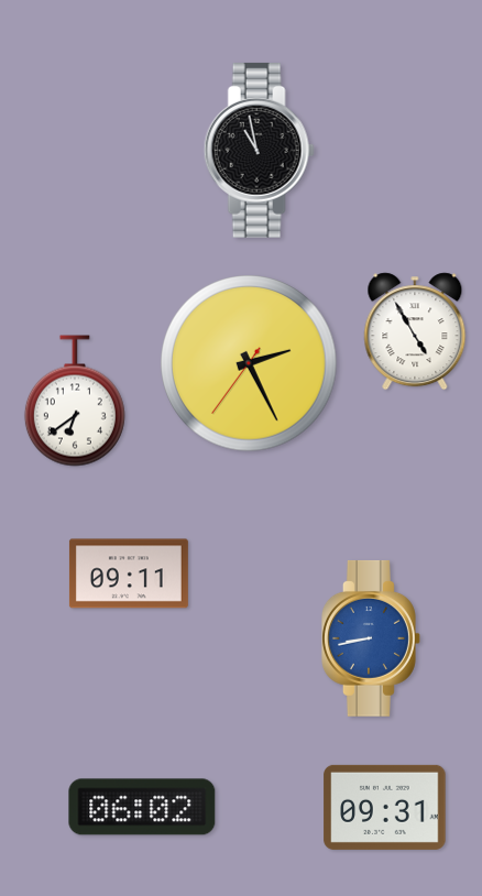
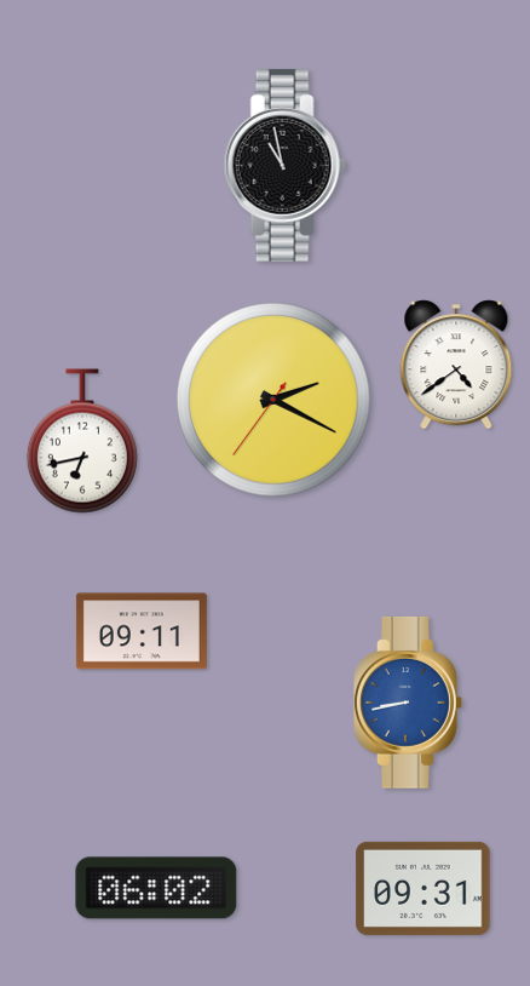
clock at (415, 331): 4:55 -> 4:39
clock at (249, 363): 2:25 -> 2:19
clock at (75, 401): 6:39 -> 6:43
